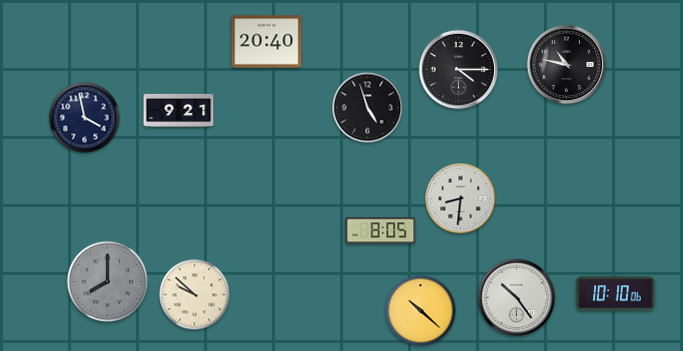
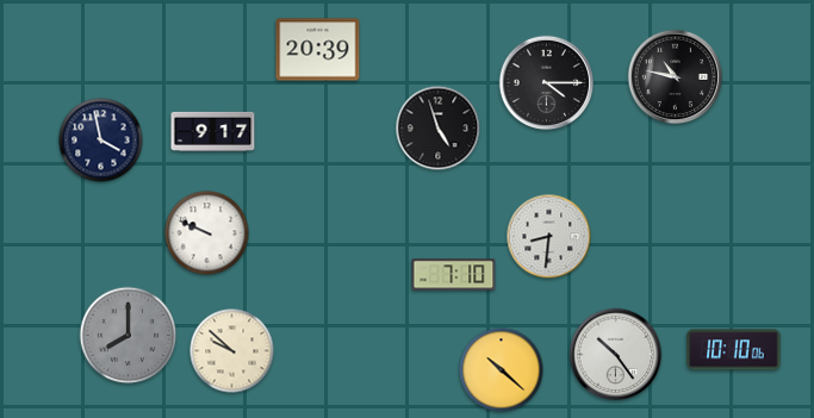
clock at (267, 42): 20:40 -> 20:39
clock at (179, 110): 9:21 -> 9:17
clock at (207, 233): none -> 9:49
clock at (381, 231): 8:05 -> 7:10
